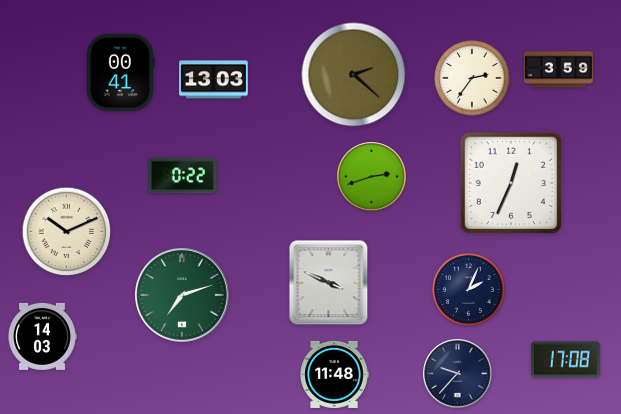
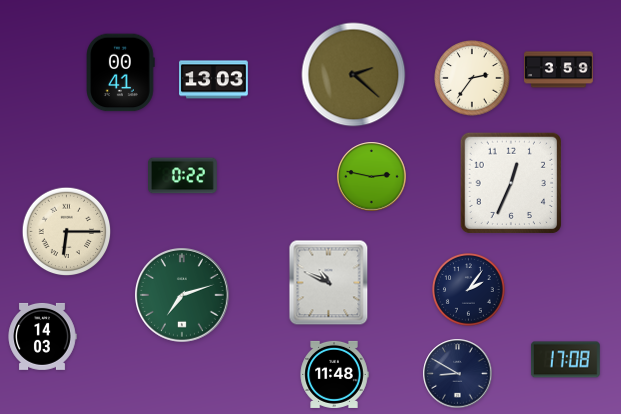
clock at (372, 177): 2:42 -> 2:47
clock at (67, 232): 10:11 -> 6:15
clock at (329, 283): 3:49 -> 10:49
clock at (469, 290): 2:04 -> 2:06
clock at (458, 374): 9:37 -> 8:50
